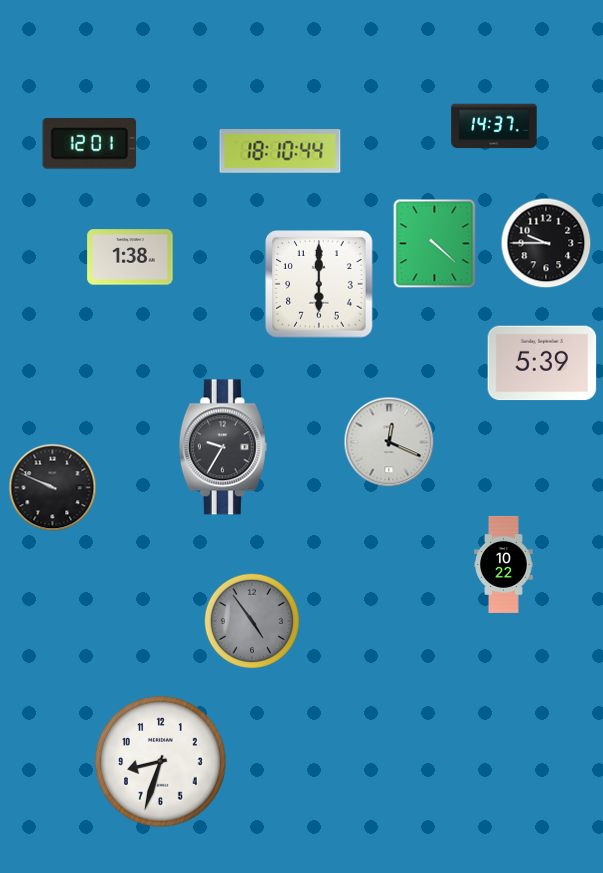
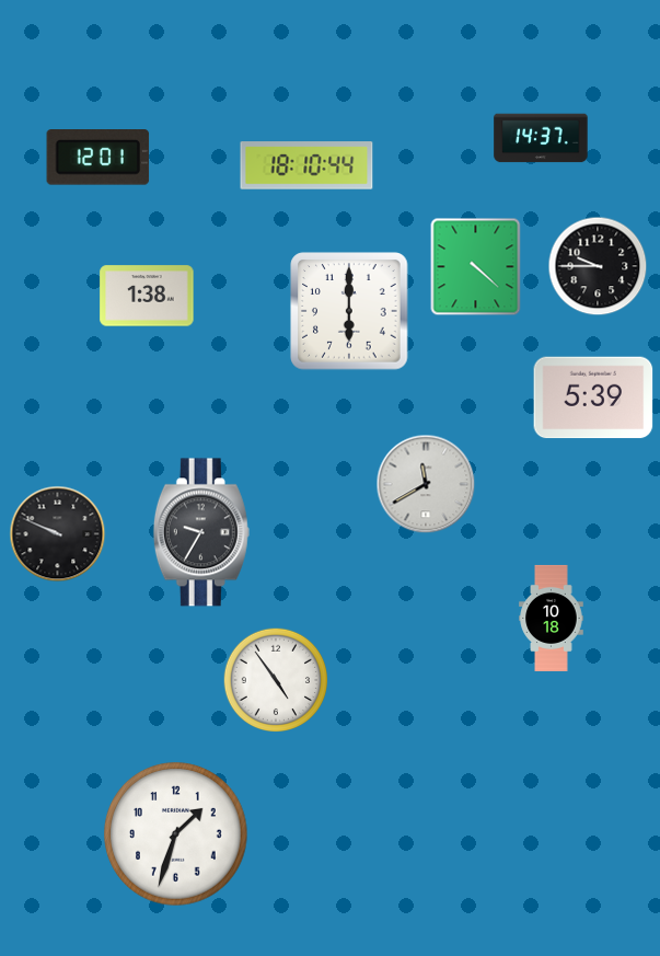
clock at (130, 257) position: (130, 257) -> (147, 296)
clock at (389, 442): 12:19 -> 11:40
clock at (223, 447) position: (223, 447) -> (201, 532)
clock at (504, 564): 10:22 -> 10:18
clock at (252, 621) dial: grey -> white
clock at (161, 762): 8:33 -> 1:33
